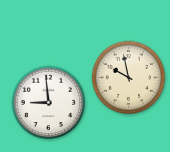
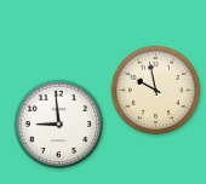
clock at (129, 78) position: (129, 78) -> (156, 91)
